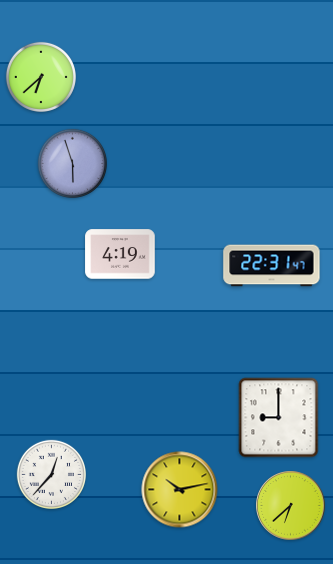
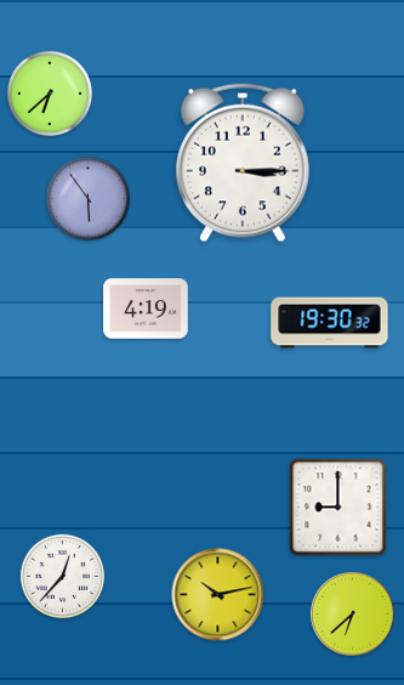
clock at (244, 163): none -> 3:15
clock at (72, 163): 5:57 -> 5:54
clock at (272, 266): 22:31 -> 19:30
